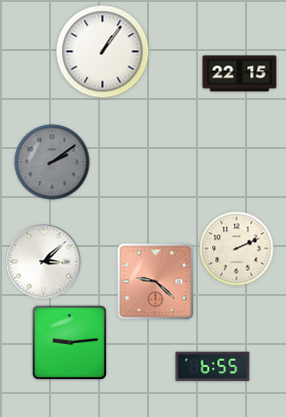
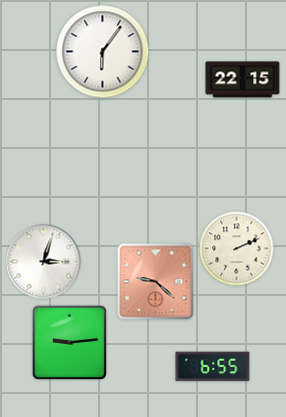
clock at (103, 52): 1:06 -> 6:06
clock at (240, 74) position: (240, 74) -> (243, 80)
clock at (52, 162): 2:09 -> none
clock at (44, 262): 3:08 -> 3:03
